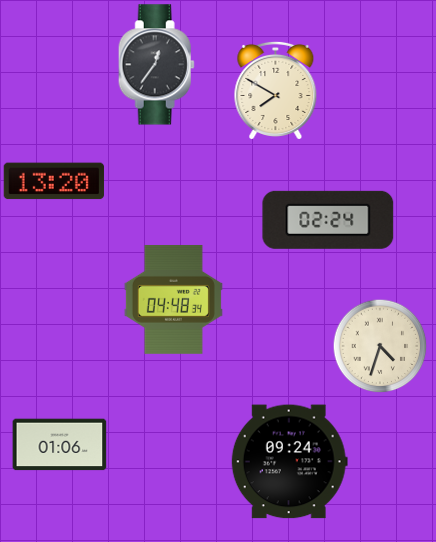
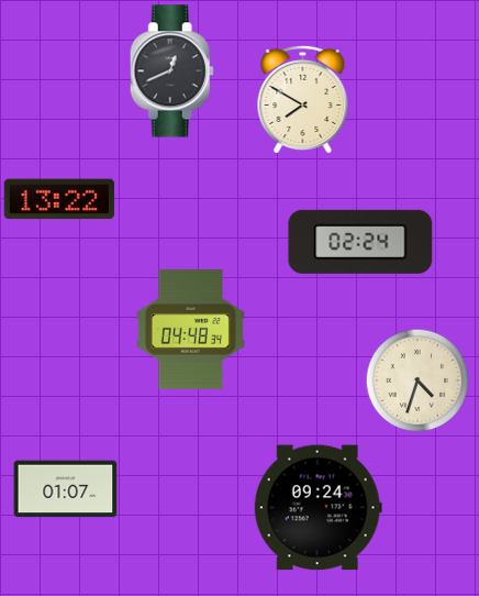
clock at (156, 65): 12:36 -> 12:41
clock at (54, 181): 13:20 -> 13:22
clock at (60, 445): 01:06 -> 01:07
